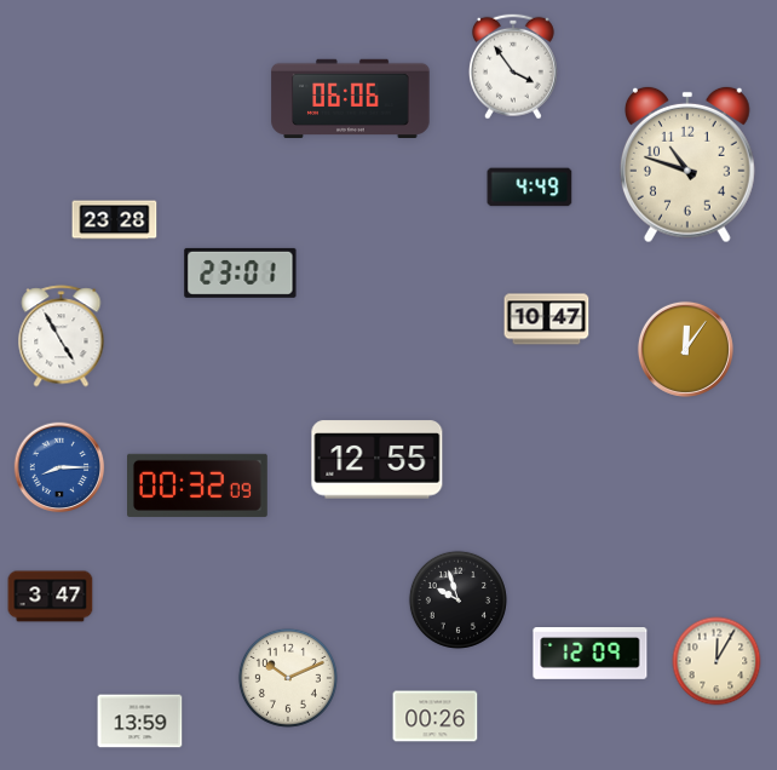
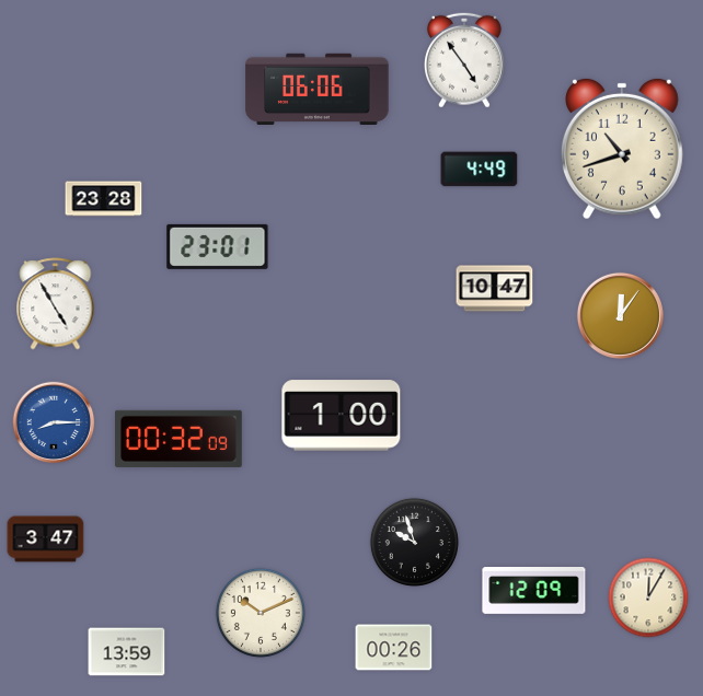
clock at (513, 67): 3:54 -> 4:54
clock at (687, 165): 10:48 -> 10:42
clock at (378, 460): 12:55 -> 1:00
